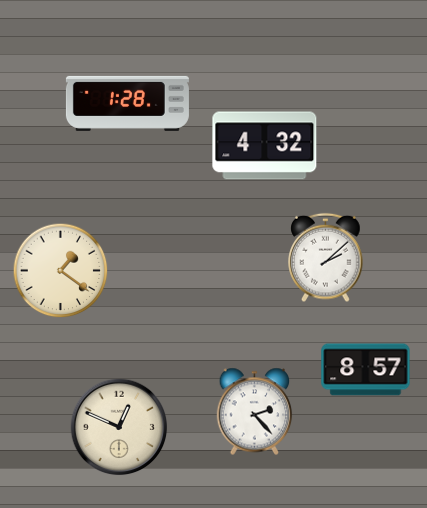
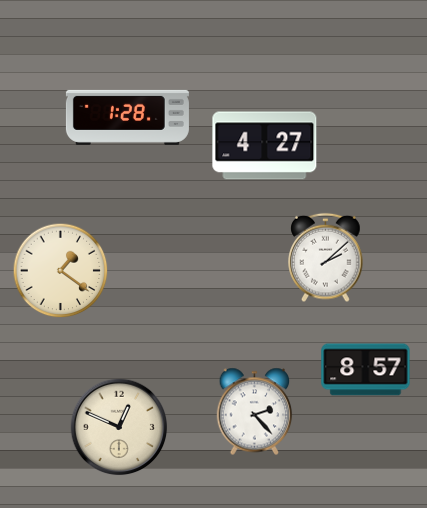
clock at (127, 103) position: (127, 103) -> (127, 117)
clock at (265, 146): 4:32 -> 4:27
